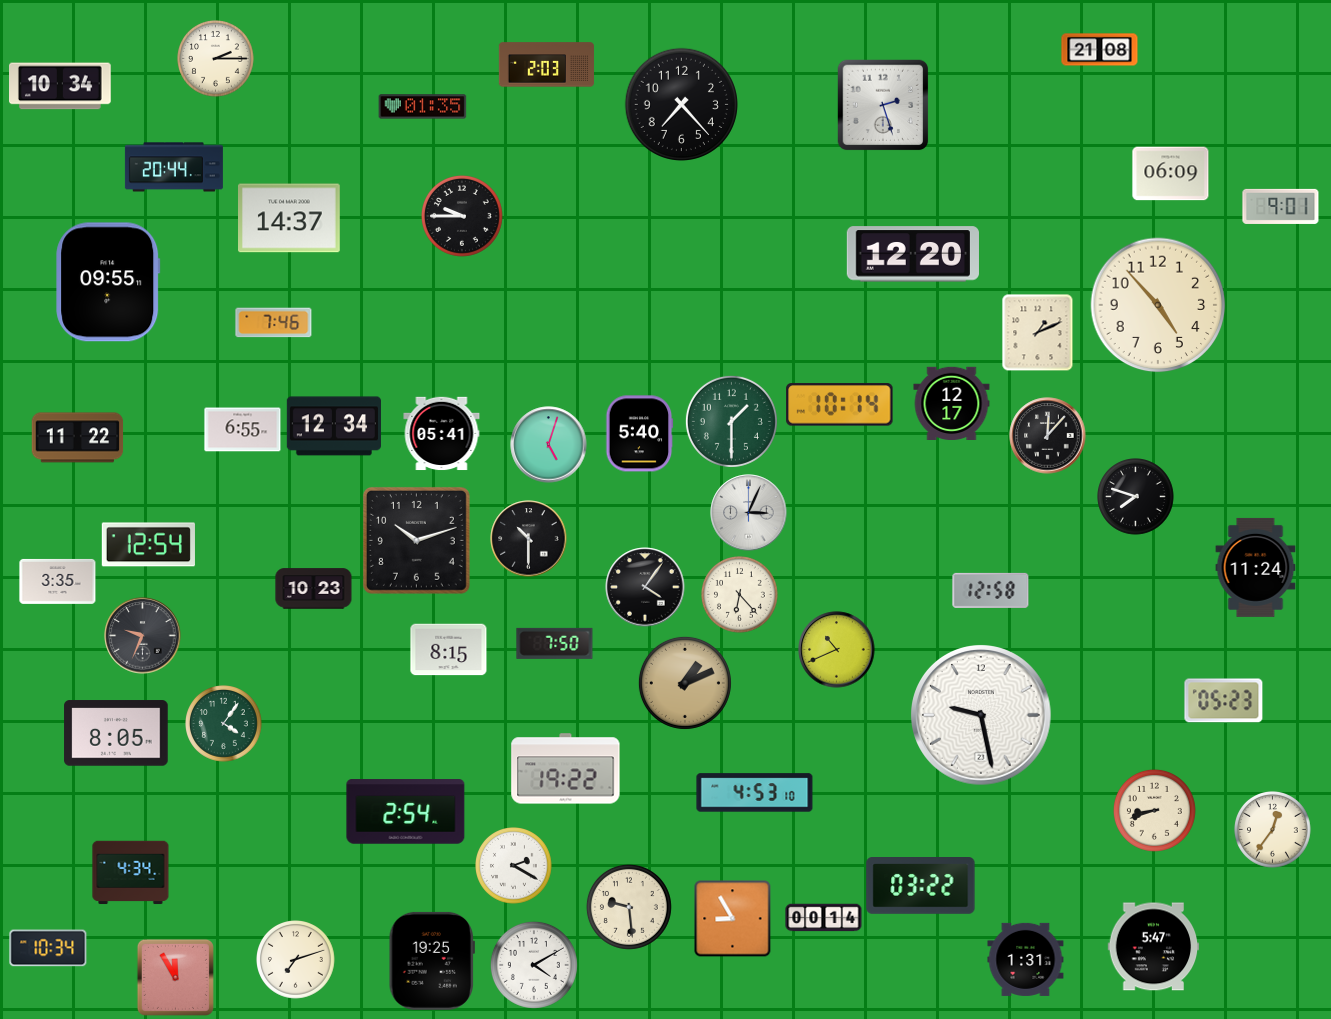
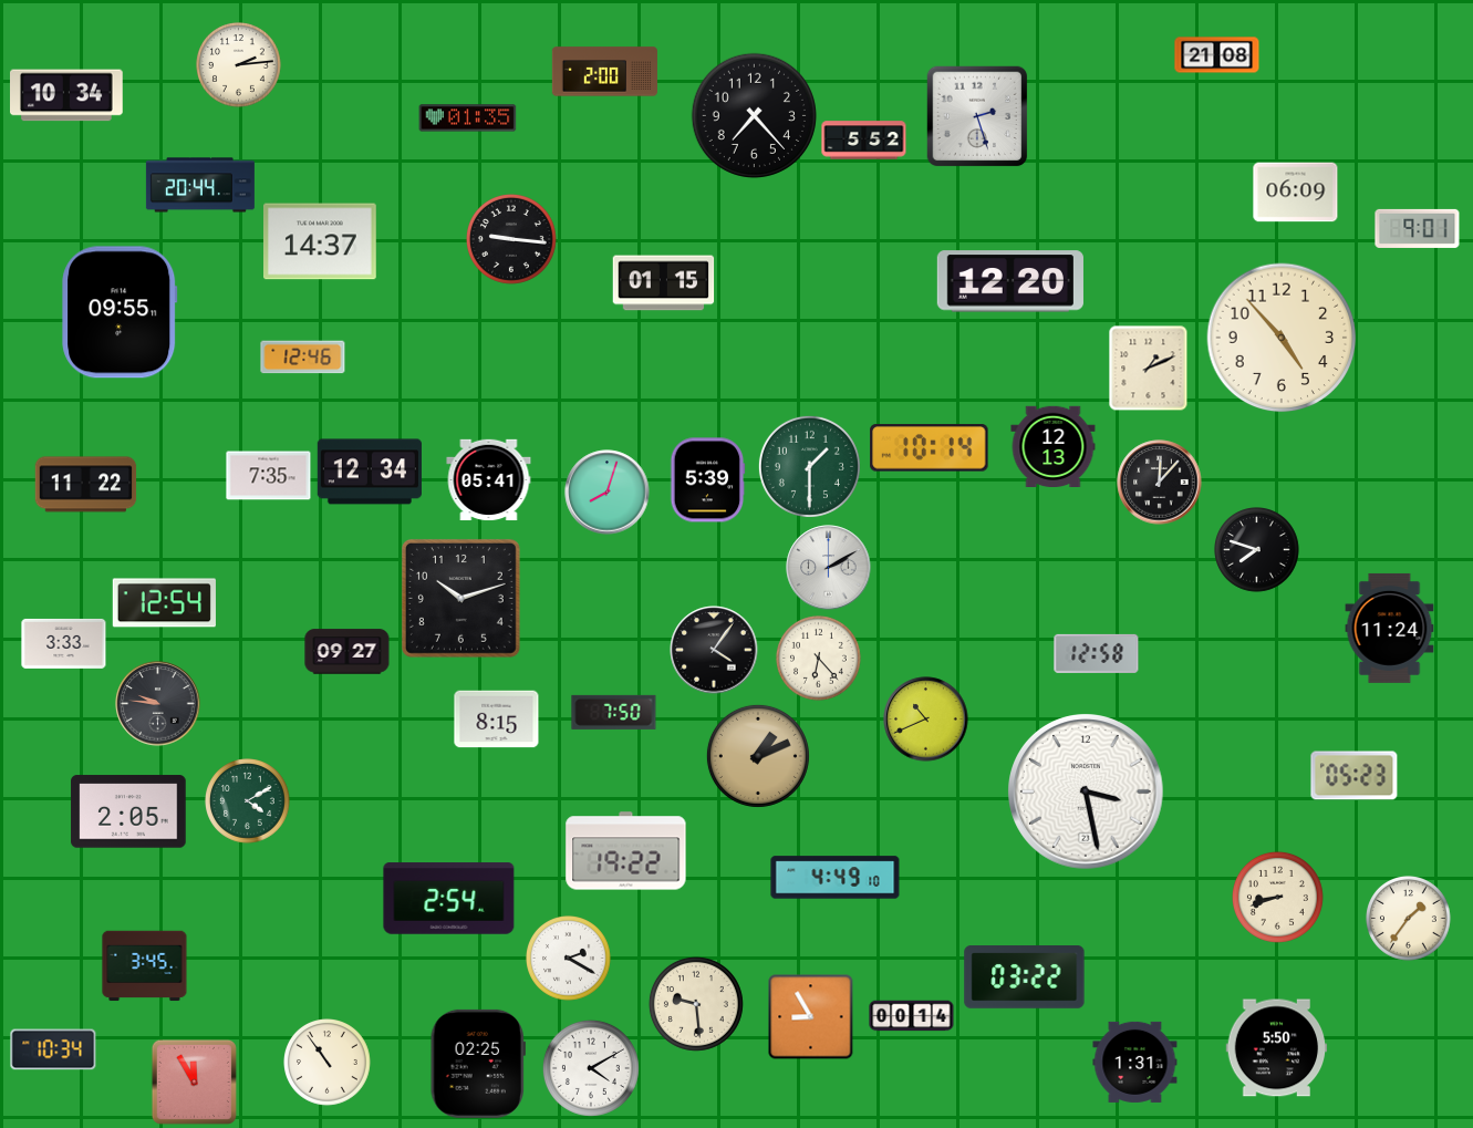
clock at (216, 59): 2:15 -> 2:14
clock at (546, 65): 2:03 -> 2:00
clock at (864, 141): none -> 5:52
clock at (174, 167) position: (174, 167) -> (200, 185)
clock at (462, 216): 9:45 -> 9:16
clock at (664, 283): none -> 01:15
clock at (274, 323): 7:46 -> 12:46
clock at (952, 403): 12:17 -> 12:13
clock at (243, 430): 6:55 -> 7:35
clock at (640, 434): 5:40 -> 5:39
clock at (549, 445): 5:03 -> 8:03
clock at (749, 513): 3:04 -> 2:10
clock at (529, 539): 10:30 -> none
clock at (58, 581): 3:35 -> 3:33
clock at (314, 589): 10:23 -> 09:27
clock at (143, 636): 9:34 -> 9:46
clock at (982, 716): 9:28 -> 3:28
clock at (224, 724): 4:06 -> 4:10
clock at (116, 733): 8:05 -> 2:05
clock at (755, 793): 4:53 -> 4:49
clock at (1273, 830): 12:36 -> 1:36
clock at (131, 873): 4:34 -> 3:45
clock at (921, 886) position: (921, 886) -> (1025, 977)
clock at (1154, 947): 5:47 -> 5:50
clock at (296, 960): 7:12 -> 10:54
clock at (432, 961): 19:25 -> 02:25
